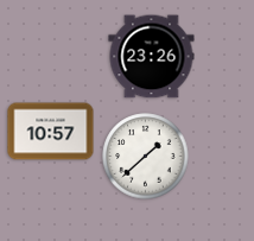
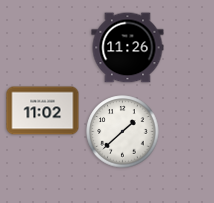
clock at (152, 57): 23:26 -> 11:26
clock at (51, 132): 10:57 -> 11:02
